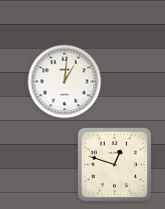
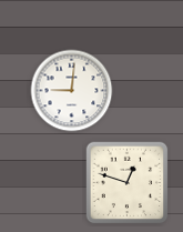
clock at (65, 82): 1:01 -> 9:01
